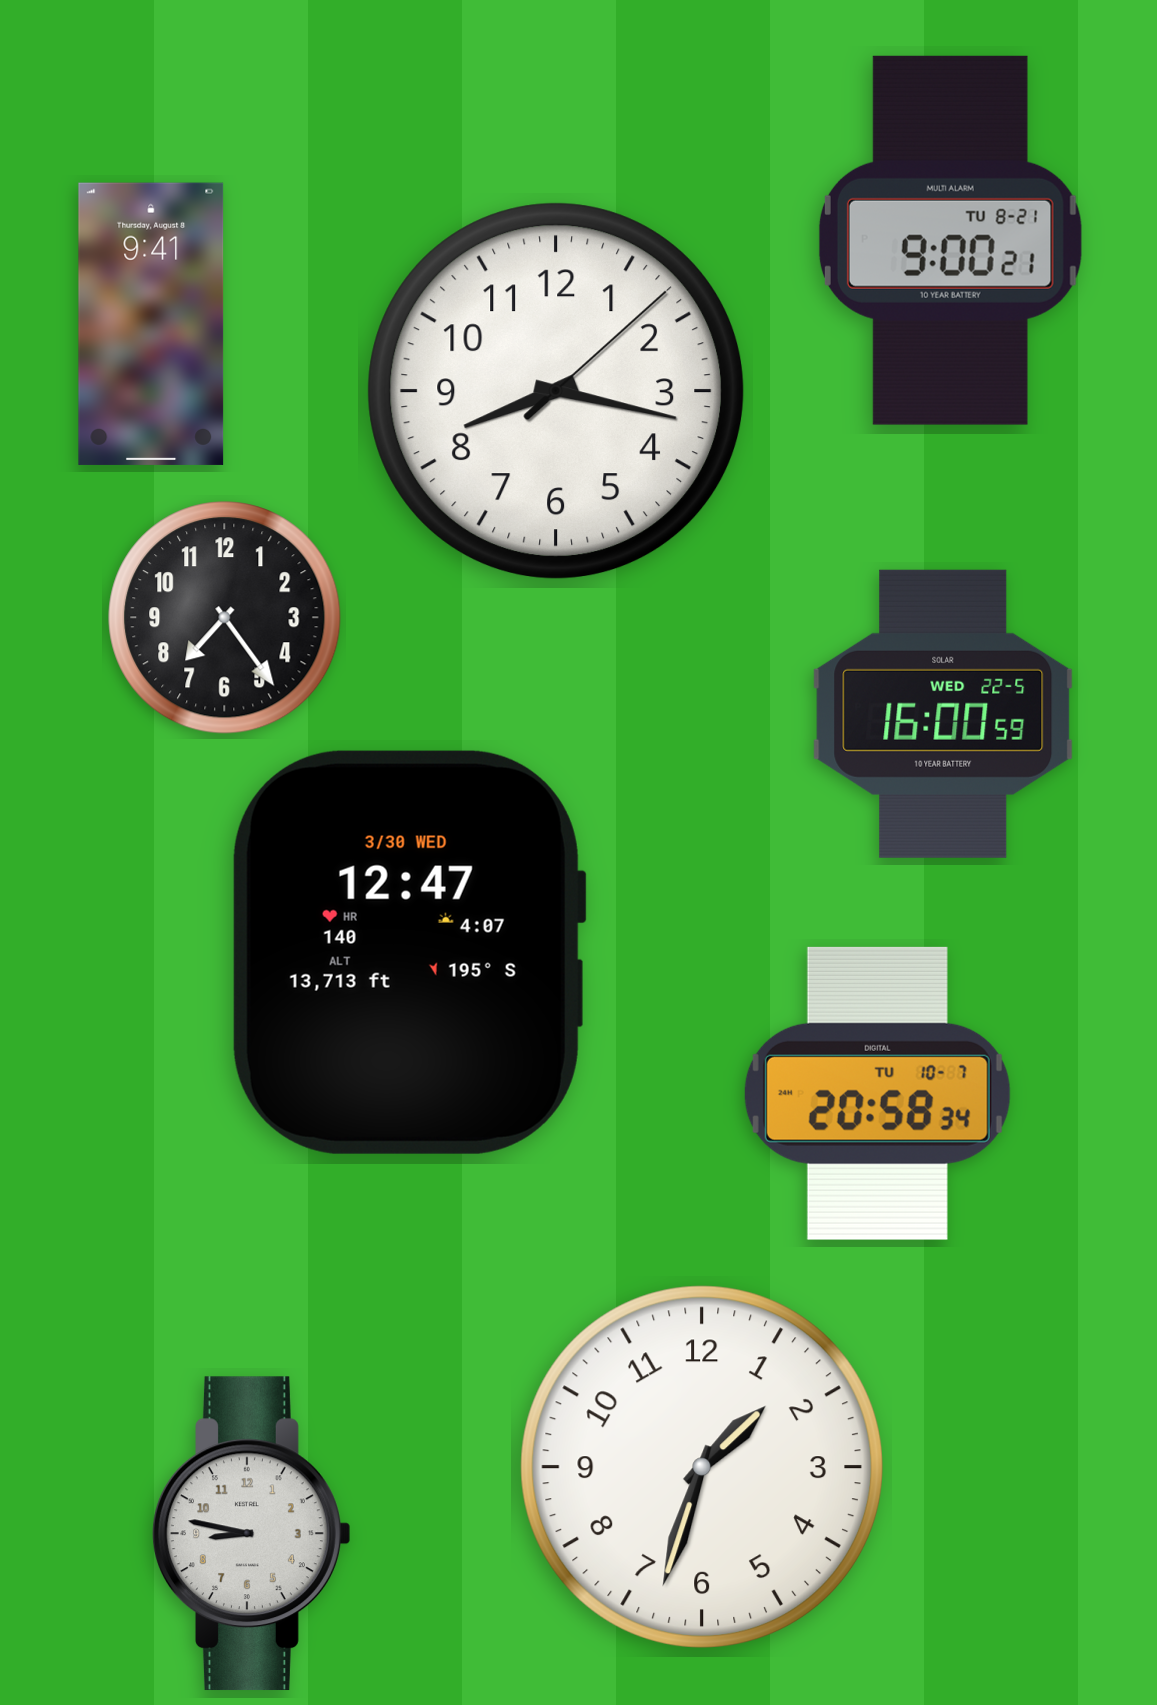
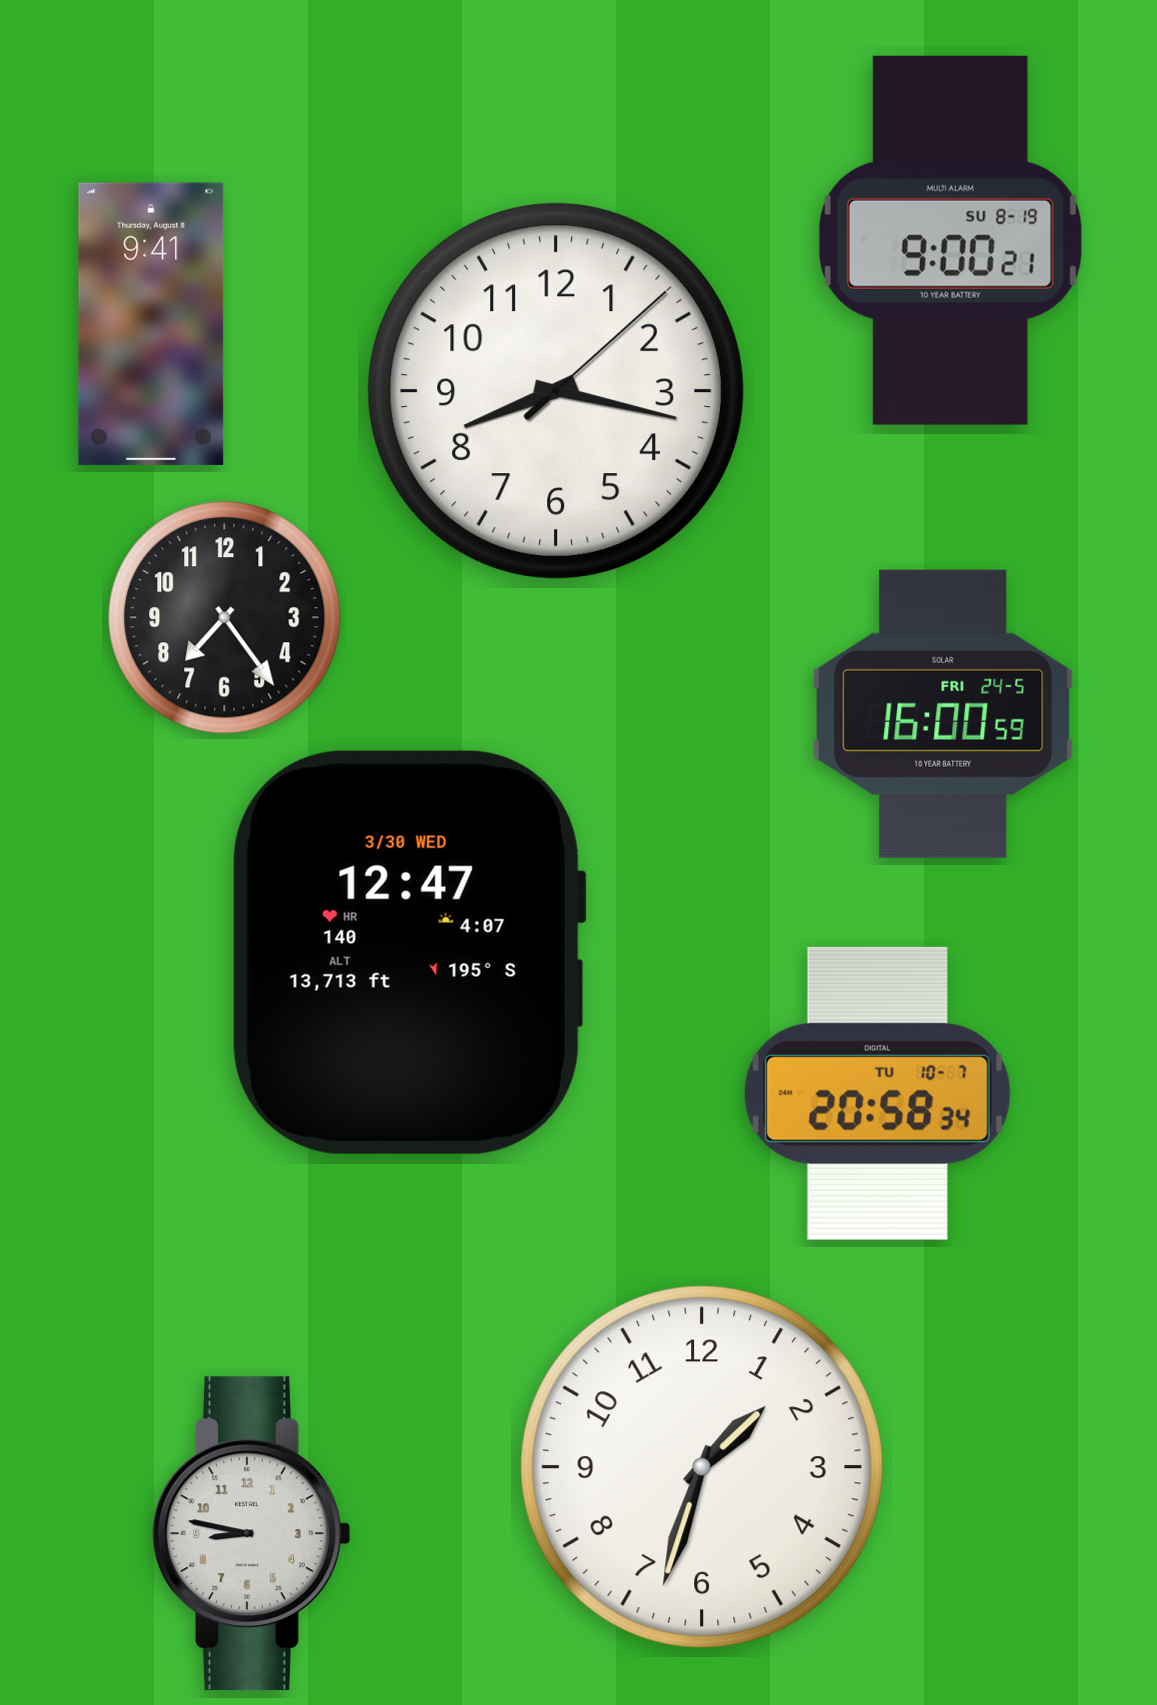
clock at (950, 240) date: TU 8-21 -> SU 8-19
clock at (943, 714) date: WED 22-5 -> FRI 24-5
